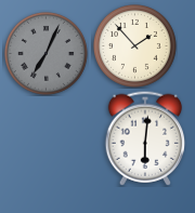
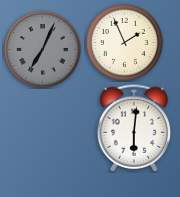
clock at (134, 45): 1:53 -> 1:56
